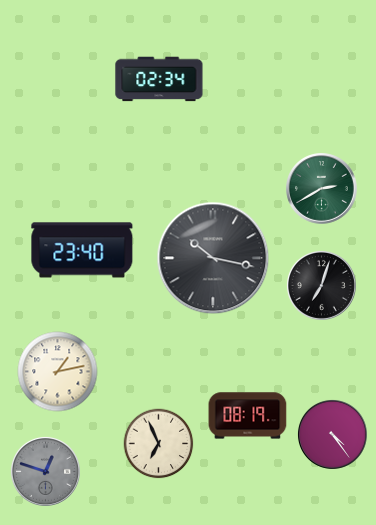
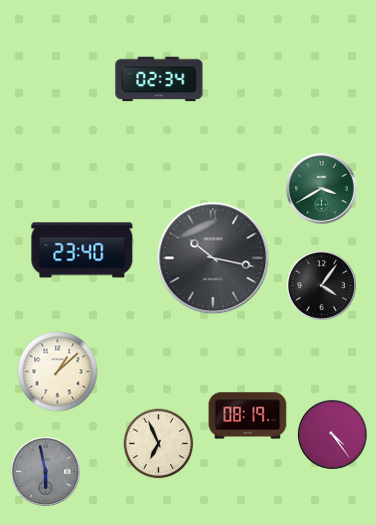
clock at (322, 189): 2:40 -> 3:40
clock at (321, 285): 7:03 -> 4:06
clock at (58, 372): 1:13 -> 1:08
clock at (45, 471): 12:48 -> 5:58
